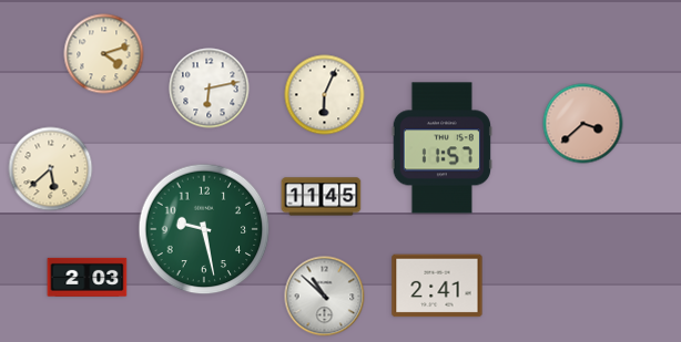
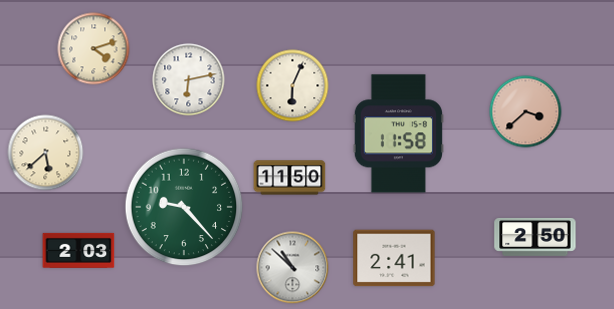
clock at (441, 148): 11:57 -> 11:58
clock at (322, 197): 11:45 -> 11:50
clock at (204, 229): 9:28 -> 9:23
clock at (535, 237): none -> 2:50
